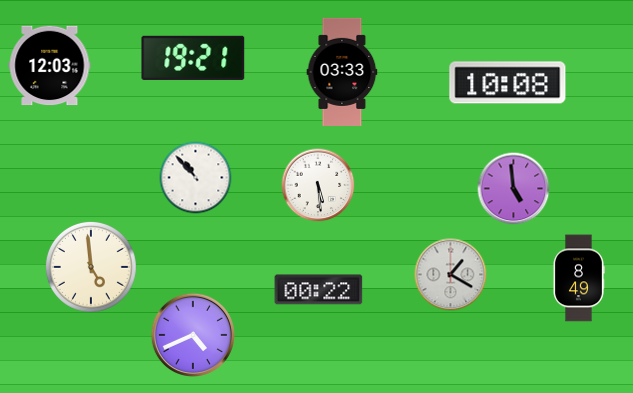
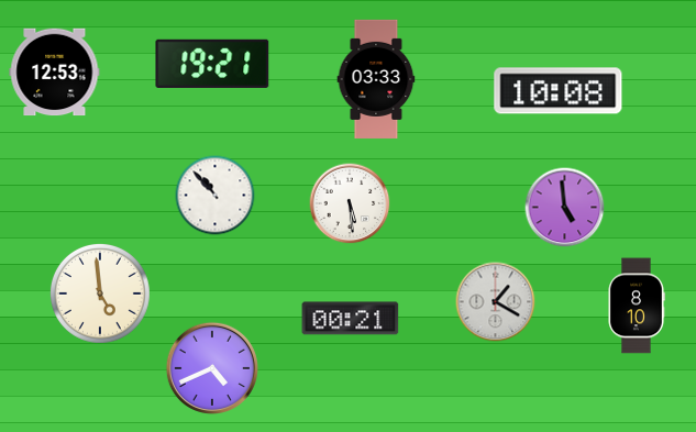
clock at (50, 66): 12:03 -> 12:53
clock at (579, 278): 8:49 -> 8:10
clock at (319, 290): 00:22 -> 00:21
